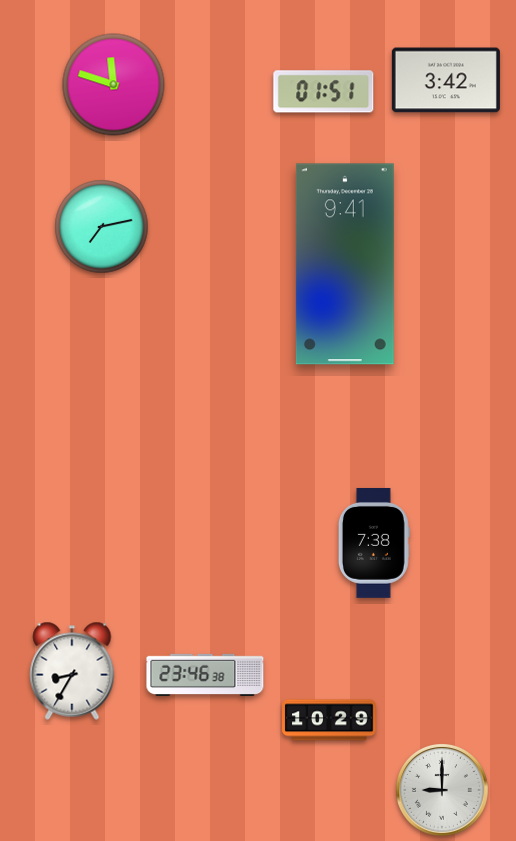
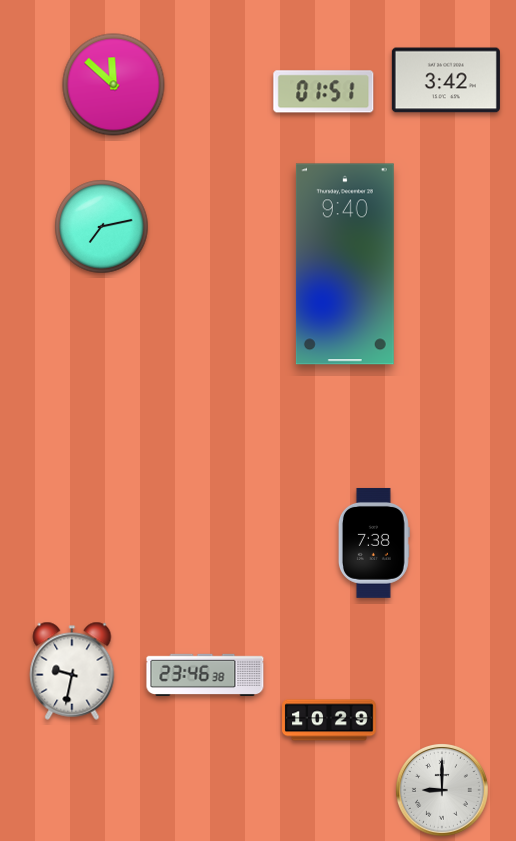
clock at (114, 85): 11:48 -> 11:52
clock at (345, 264): 9:41 -> 9:40
clock at (72, 671): 8:35 -> 9:32
